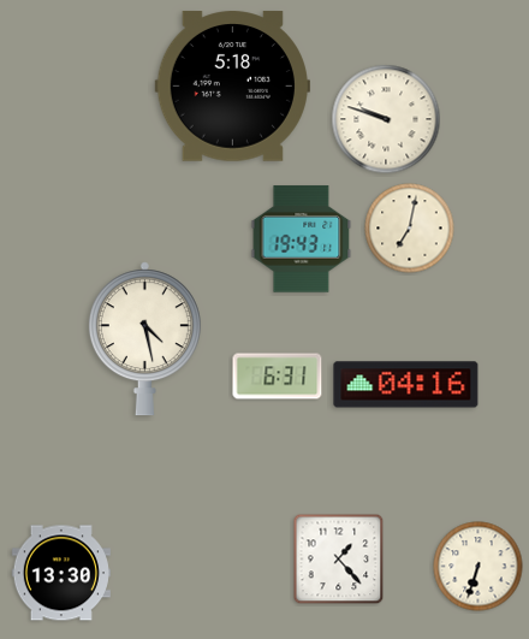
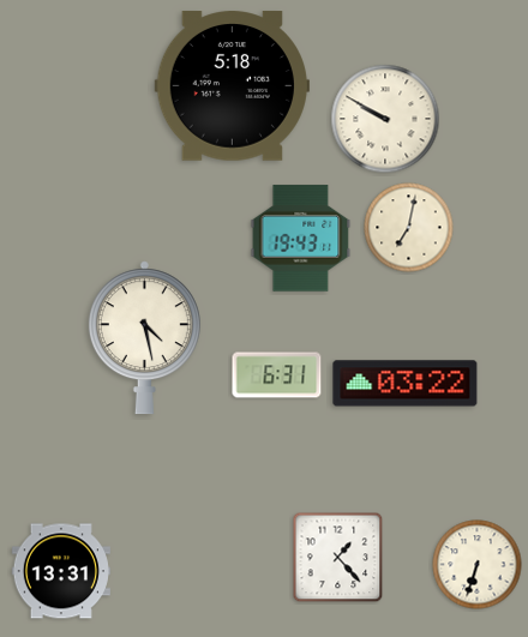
clock at (386, 119): 9:48 -> 9:50
clock at (406, 385): 04:16 -> 03:22
clock at (61, 573): 13:30 -> 13:31
